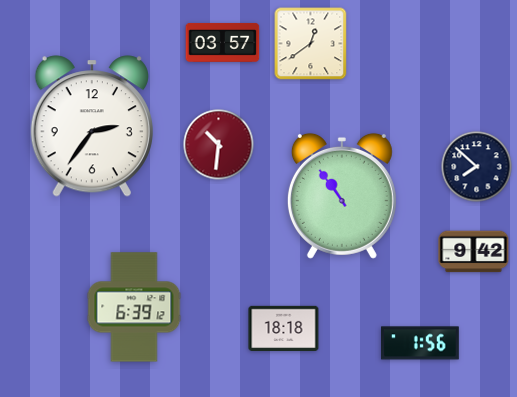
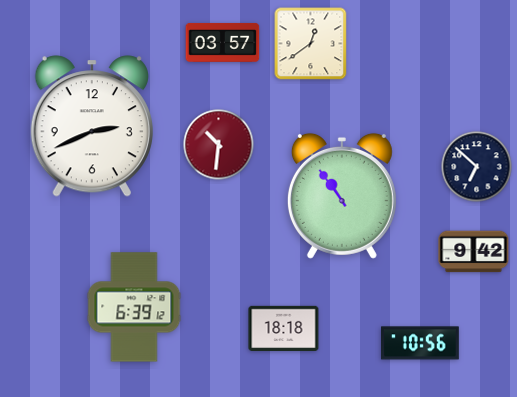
clock at (92, 126): 2:36 -> 2:41
clock at (477, 167): 7:52 -> 6:52
clock at (420, 343): 1:56 -> 10:56
